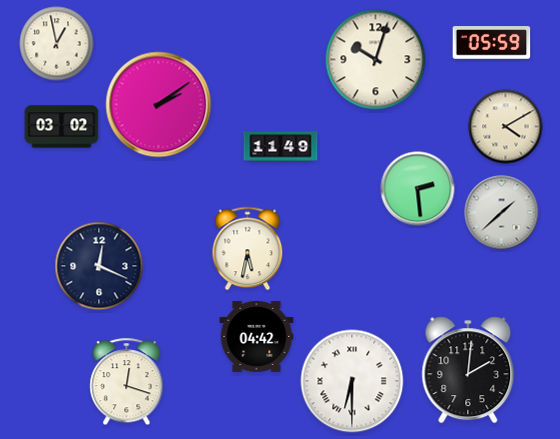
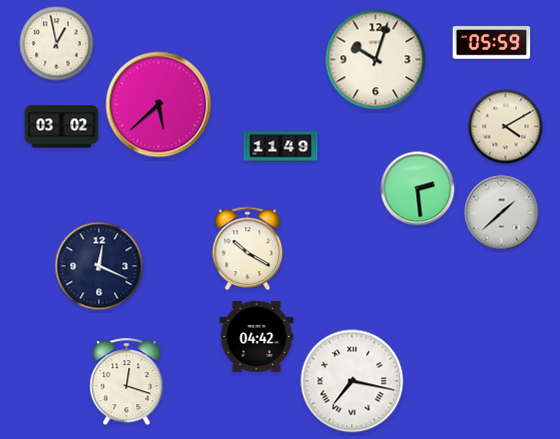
clock at (159, 105): 2:09 -> 5:38
clock at (248, 249): 5:32 -> 10:20
clock at (468, 370): 2:01 -> none
clock at (352, 381): 6:30 -> 7:17
